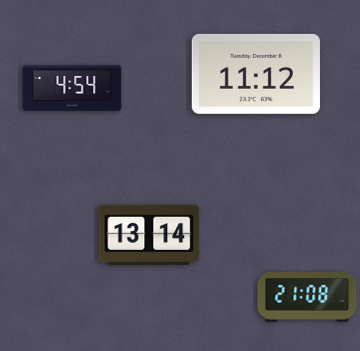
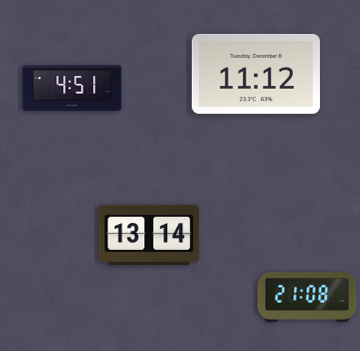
clock at (72, 88): 4:54 -> 4:51
